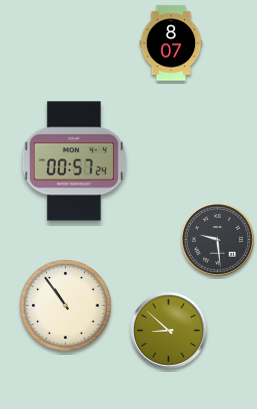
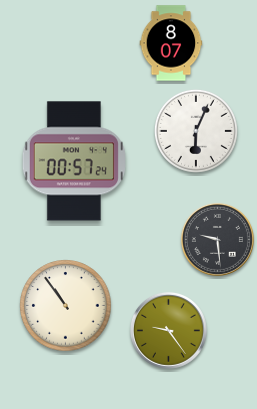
clock at (196, 131): none -> 6:04
clock at (168, 330): 8:52 -> 9:24
